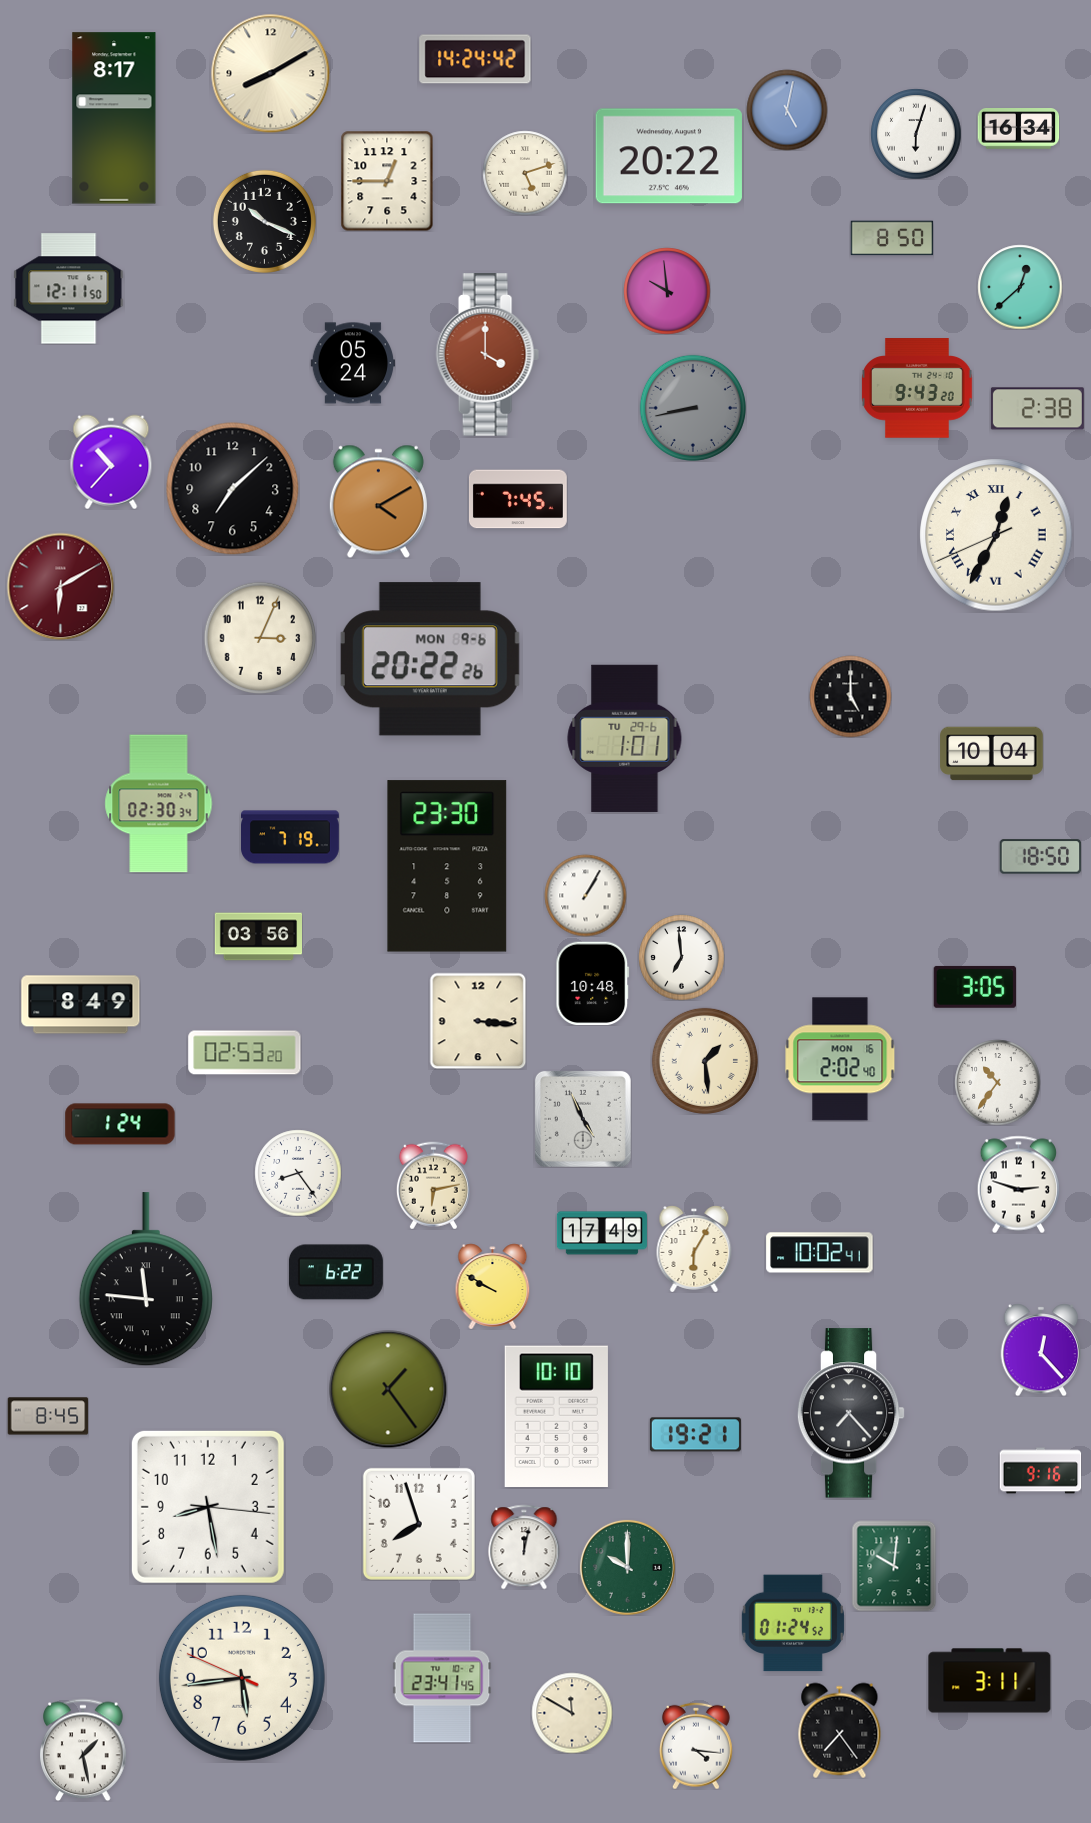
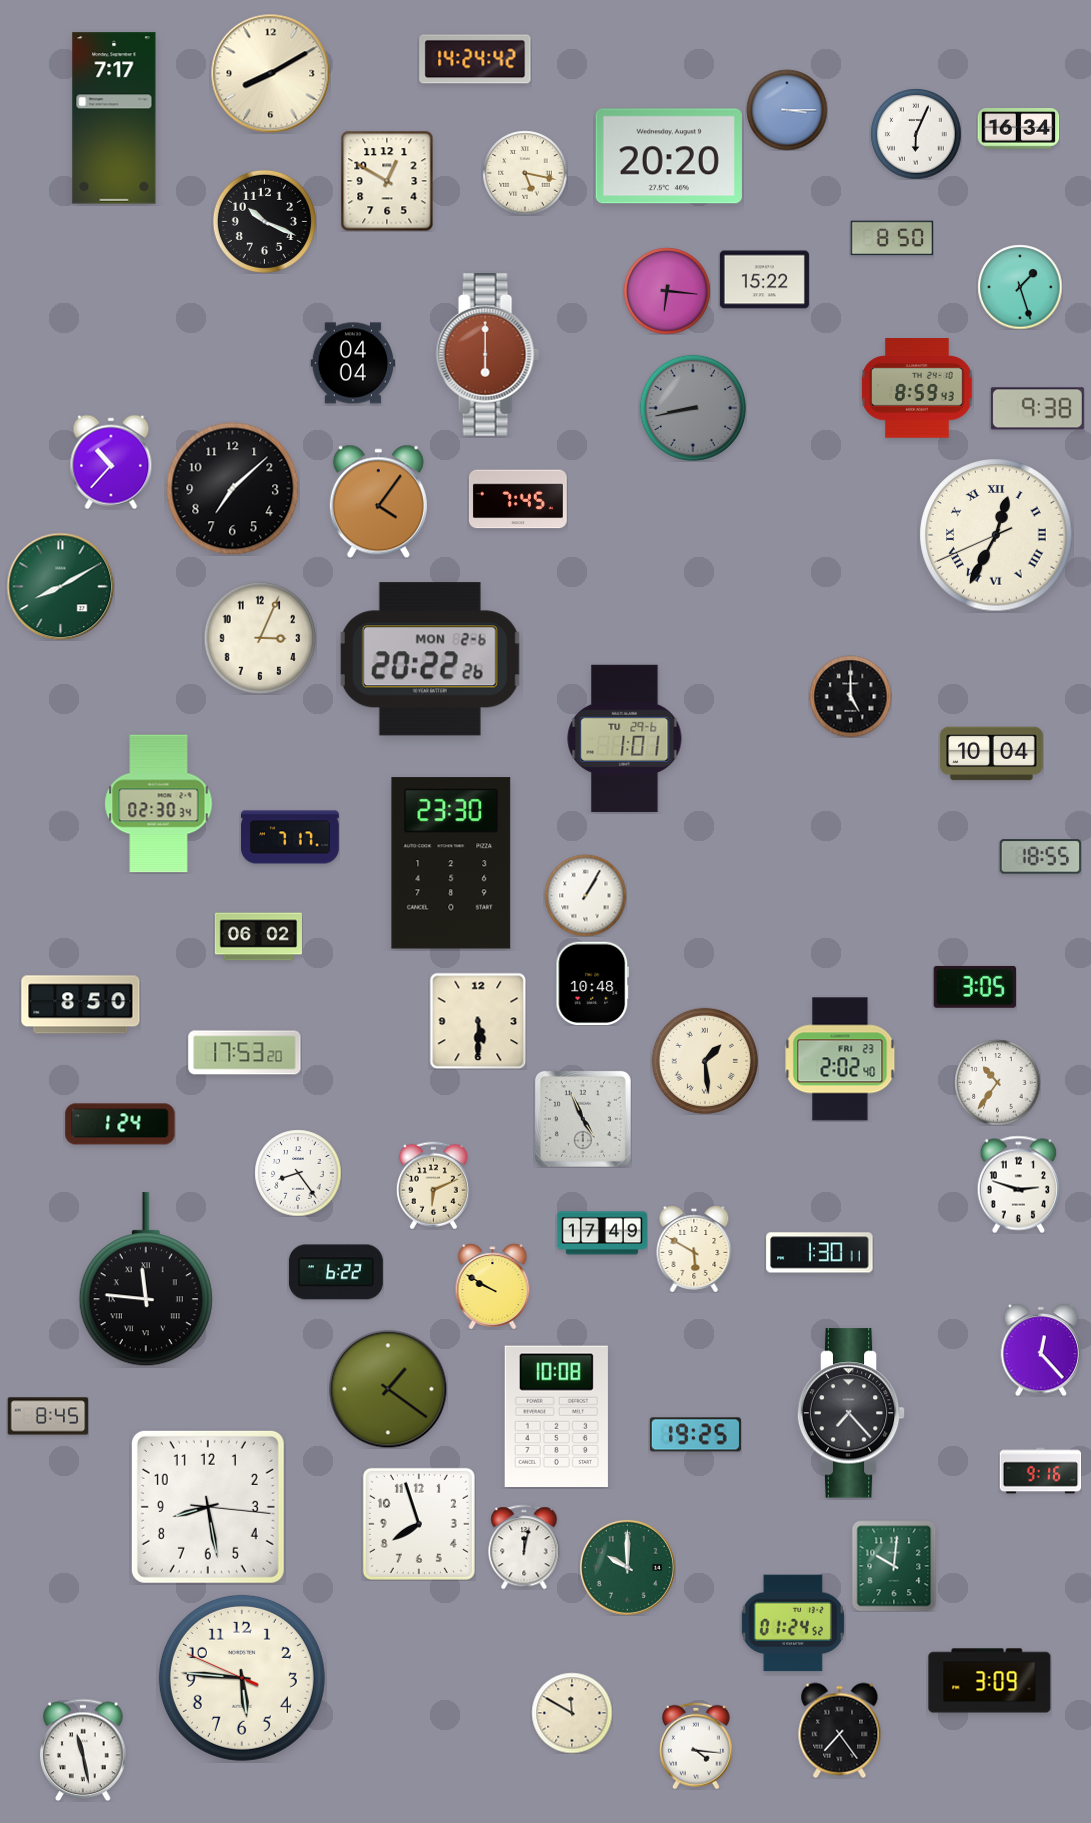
clock at (787, 110): 5:02 -> 3:15
clock at (114, 118): 8:17 -> 7:17
clock at (916, 134): 6:03 -> 6:04
clock at (669, 156): 20:22 -> 20:20
clock at (525, 173): 5:12 -> 5:17
clock at (387, 181): 12:45 -> 12:50
clock at (764, 280): none -> 15:22
clock at (1020, 287): 12:38 -> 1:27
clock at (69, 289): 12:11 -> none
clock at (667, 291): 9:59 -> 6:16
clock at (487, 355): 4:00 -> 6:00
clock at (353, 363): 05:24 -> 04:04
clock at (917, 388): 9:43 -> 8:59
clock at (1037, 409): 2:38 -> 9:38
clock at (378, 501): 4:10 -> 4:06
clock at (60, 586): 6:10 -> 8:10
clock at (60, 586) dial: burgundy -> green
clock at (430, 659) date: MON 9-6 -> MON 2-6
clock at (291, 837): 7:19 -> 7:17
clock at (1040, 857): 18:50 -> 18:55
clock at (447, 866) position: (447, 866) -> (451, 863)
clock at (258, 937): 03:56 -> 06:02
clock at (681, 957): 6:59 -> none
clock at (81, 1005): 8:49 -> 8:50
clock at (478, 1021): 3:16 -> 5:30
clock at (245, 1053): 02:53 -> 17:53
clock at (840, 1059) date: MON 16 -> FRI 23
clock at (433, 1185): 6:13 -> 6:11
clock at (694, 1249): 6:05 -> 5:50
clock at (820, 1253): 10:02 -> 1:30
clock at (388, 1389): 1:24 -> 1:21
clock at (556, 1416): 10:10 -> 10:08
clock at (695, 1435): 19:21 -> 19:25
clock at (242, 1678): 5:43 -> 5:45
clock at (442, 1678): 23:41 -> none
clock at (990, 1681): 3:11 -> 3:09
clock at (83, 1750): 1:28 -> 11:28
